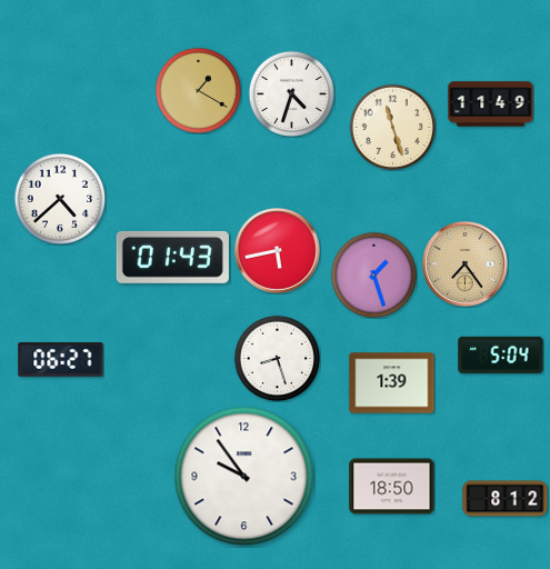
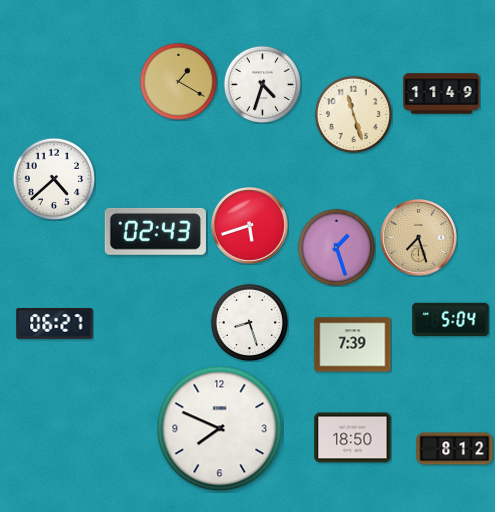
clock at (278, 251): 5:43 -> 5:42
clock at (172, 257): 01:43 -> 02:43
clock at (466, 264): 7:24 -> 7:27
clock at (392, 383): 1:39 -> 7:39
clock at (244, 477): 9:54 -> 7:49
